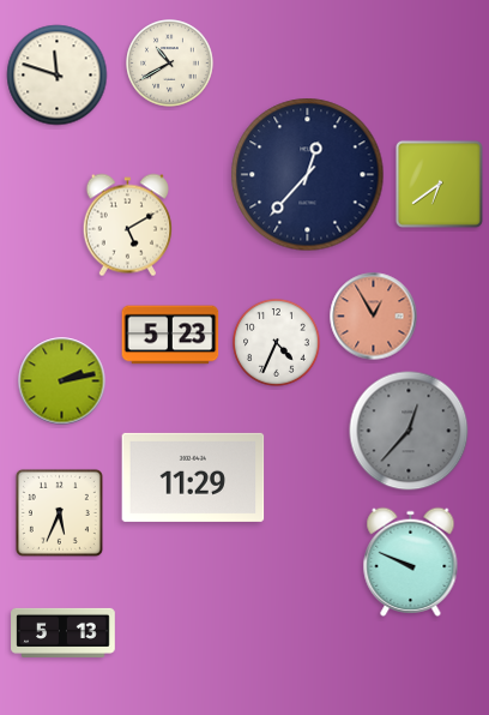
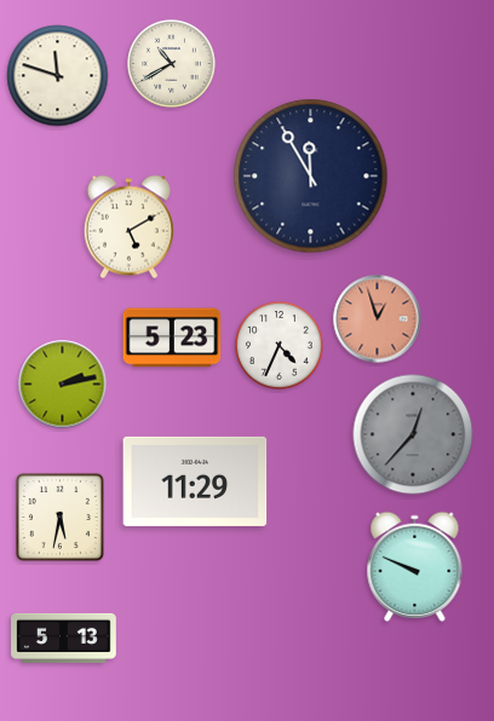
clock at (308, 175): 12:37 -> 11:55
clock at (439, 184): 6:39 -> none
clock at (374, 317): 12:55 -> 12:57
clock at (59, 512): 5:34 -> 5:32
